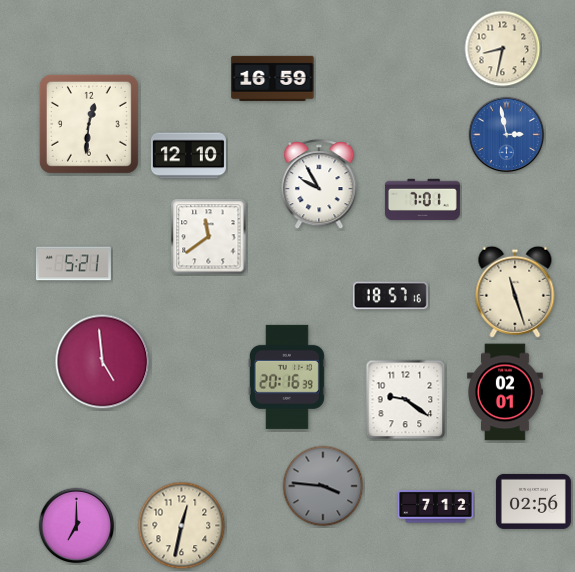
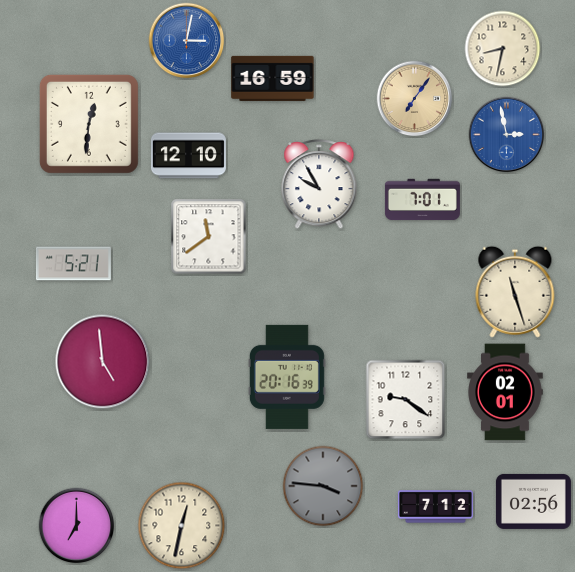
clock at (187, 41): none -> 3:02
clock at (415, 99): none -> 7:06
clock at (390, 296): 18:57 -> none
